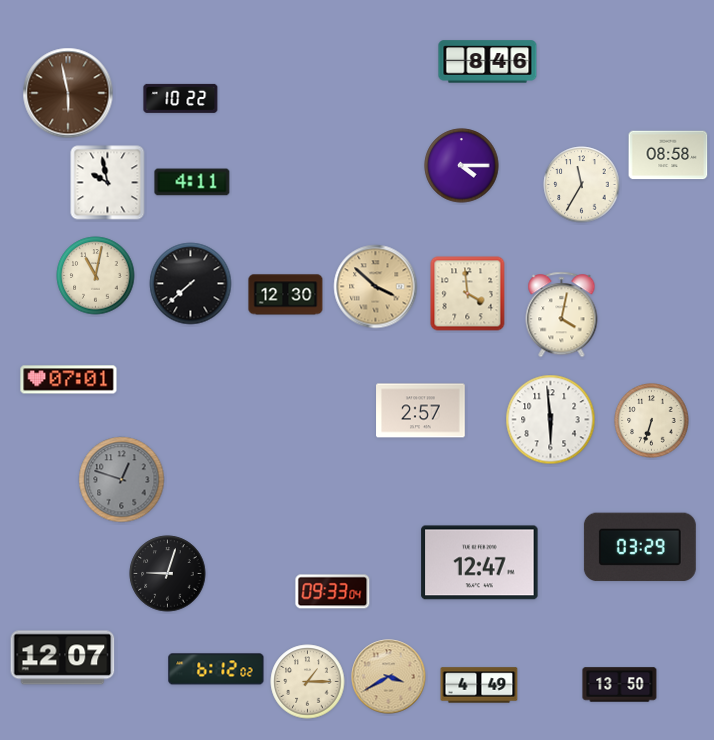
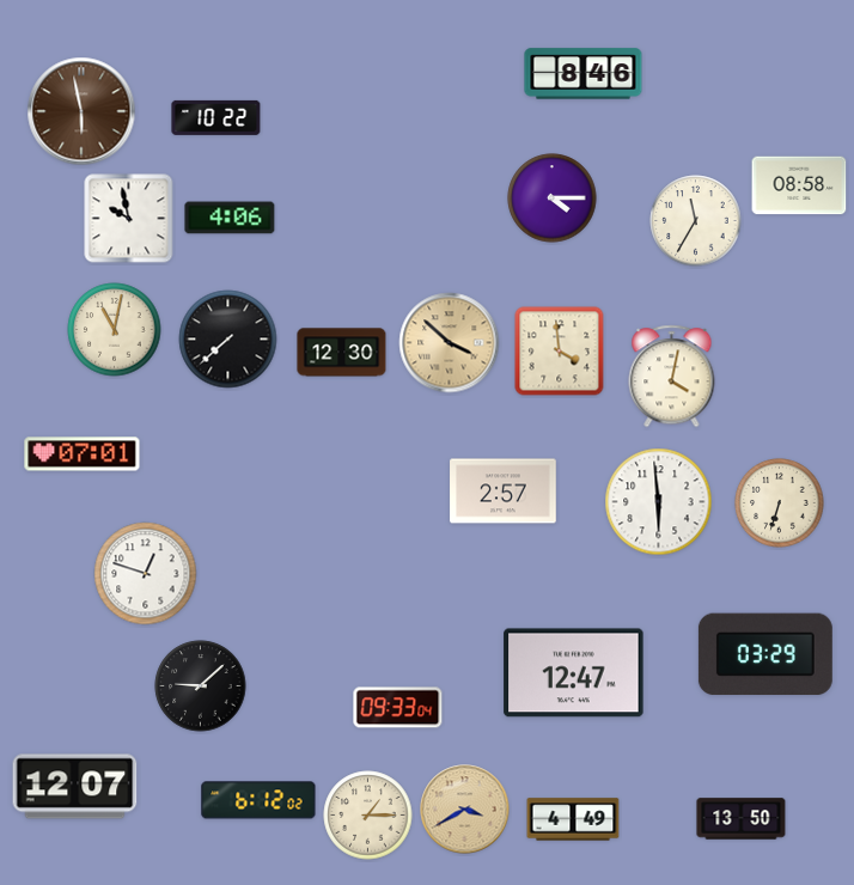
clock at (192, 182): 4:11 -> 4:06
clock at (122, 480) dial: grey -> white
clock at (168, 574): 9:03 -> 9:08
